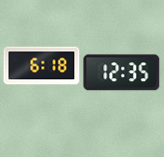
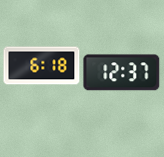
clock at (122, 73): 12:35 -> 12:37
